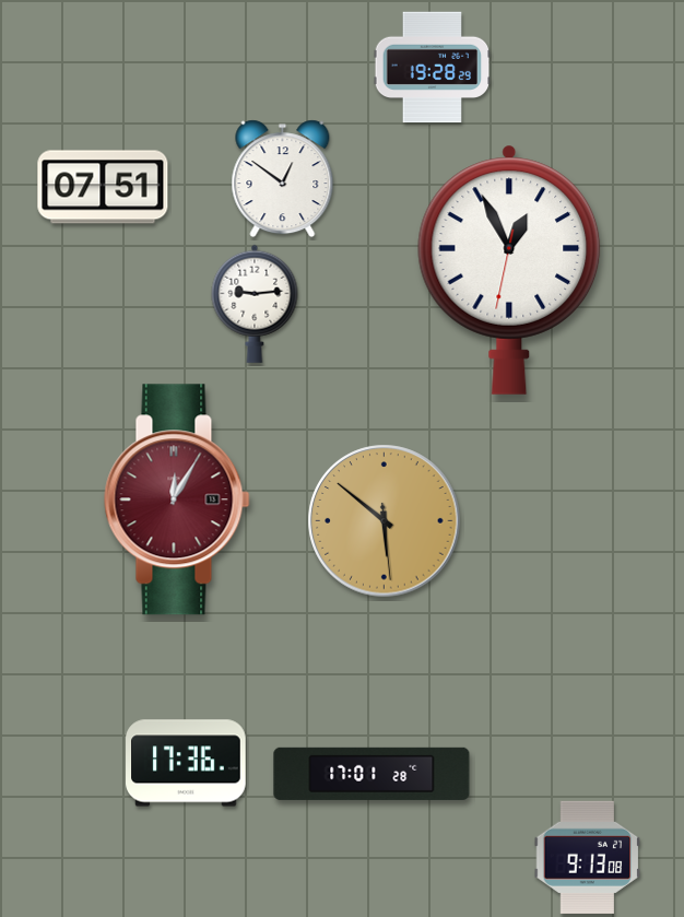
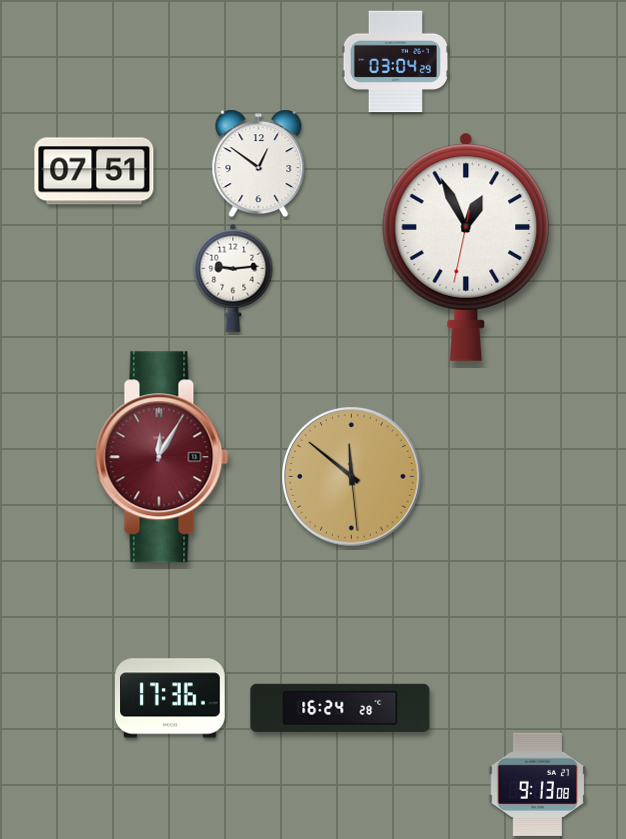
clock at (433, 68): 19:28 -> 03:04
clock at (385, 521): 5:51 -> 11:51
clock at (372, 774): 17:01 -> 16:24
